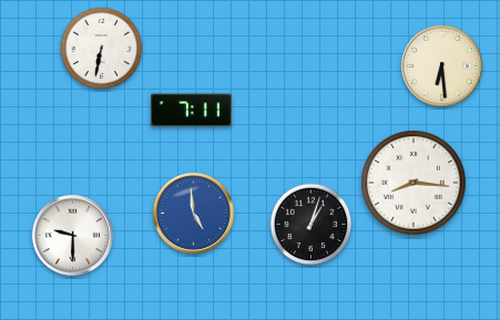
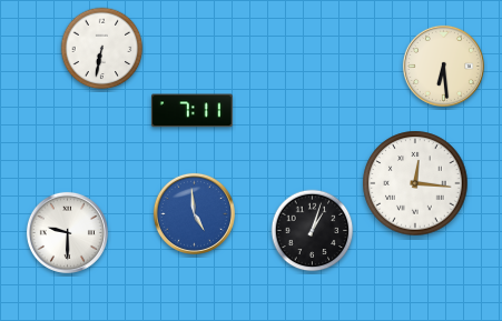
clock at (414, 183): 8:16 -> 12:16
clock at (312, 225) position: (312, 225) -> (313, 231)
clock at (72, 235) position: (72, 235) -> (67, 232)
